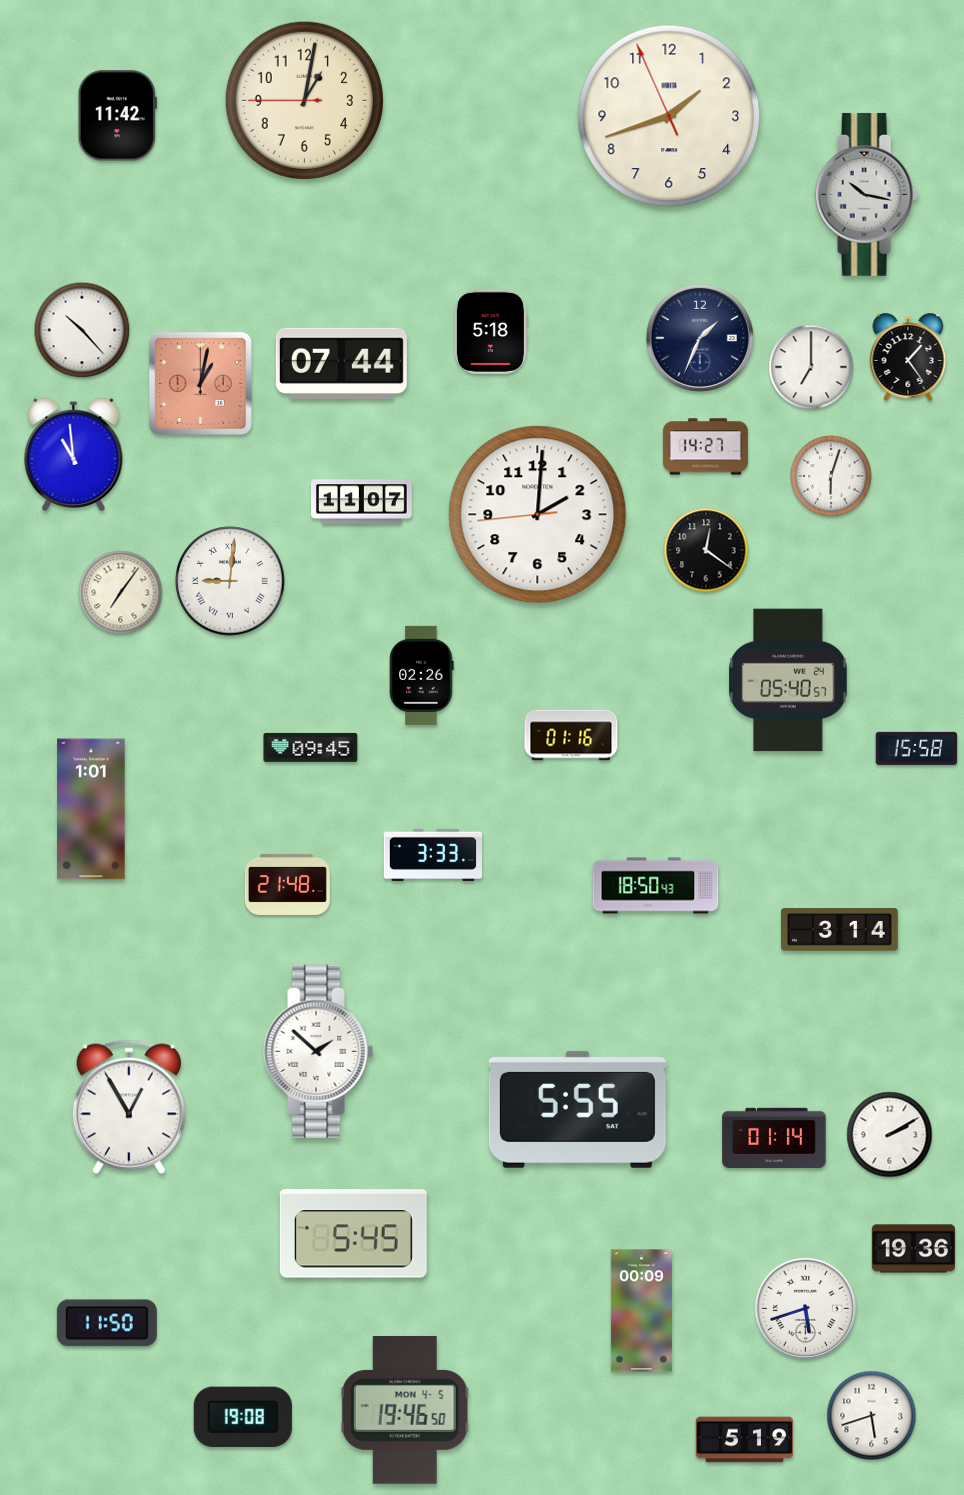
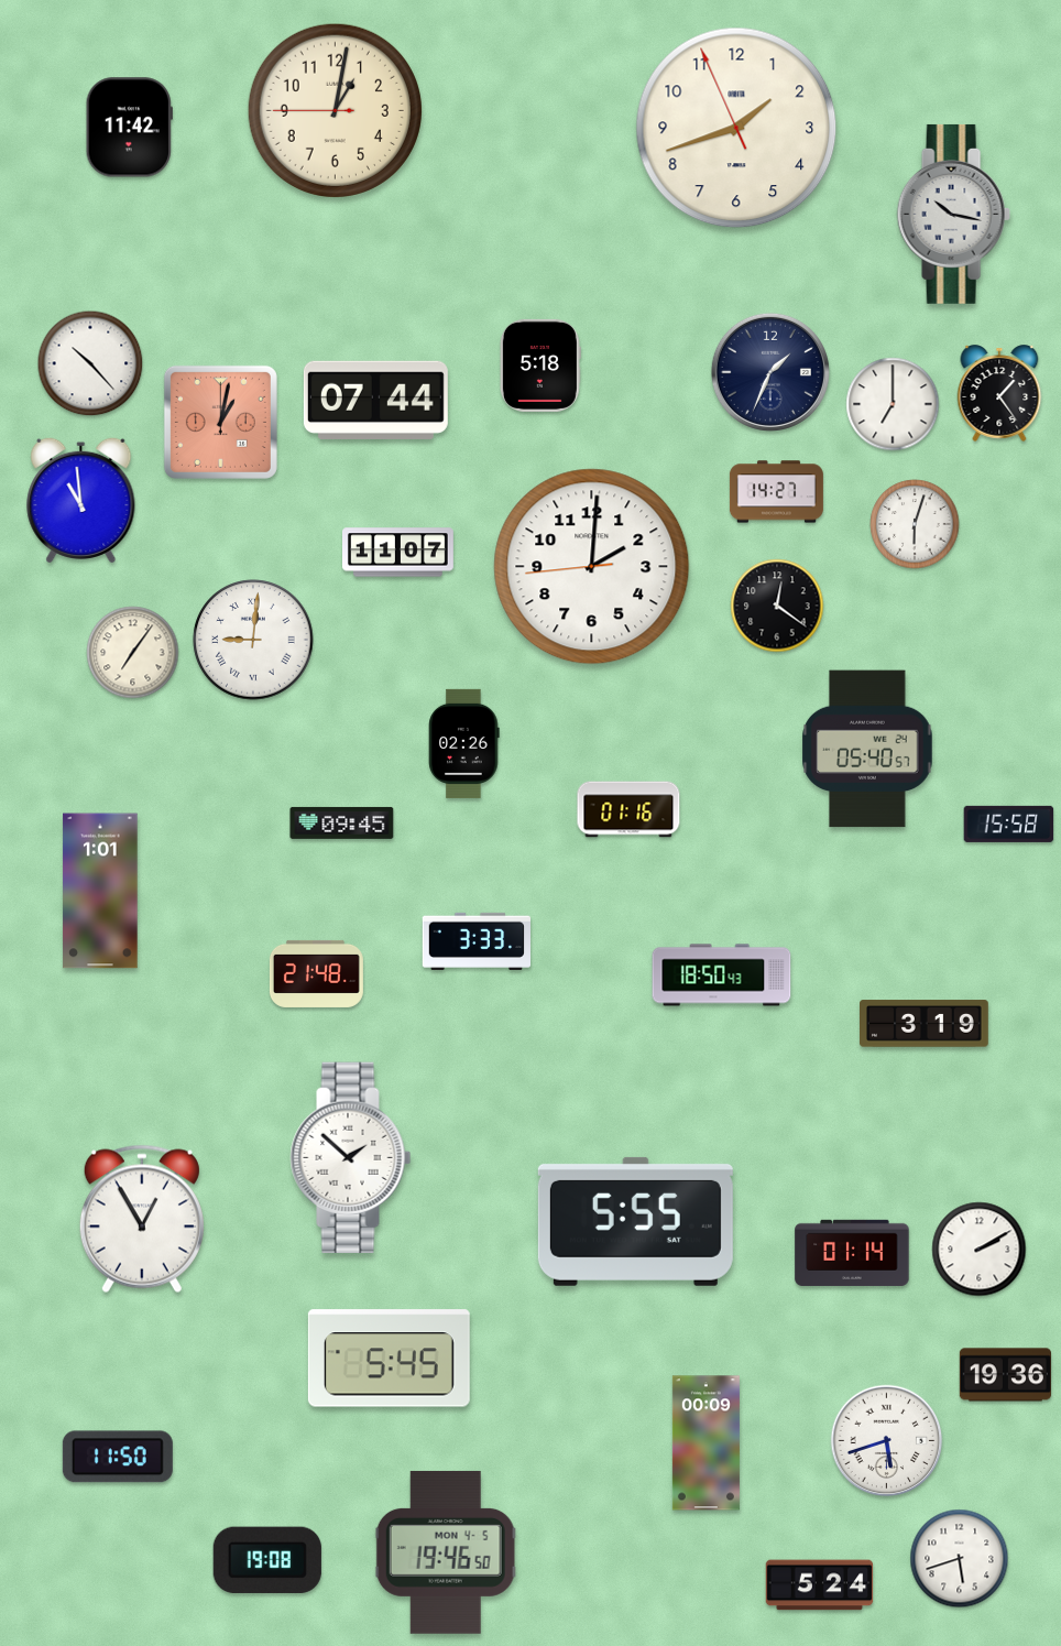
clock at (840, 930): 3:14 -> 3:19
clock at (745, 1440): 5:19 -> 5:24
